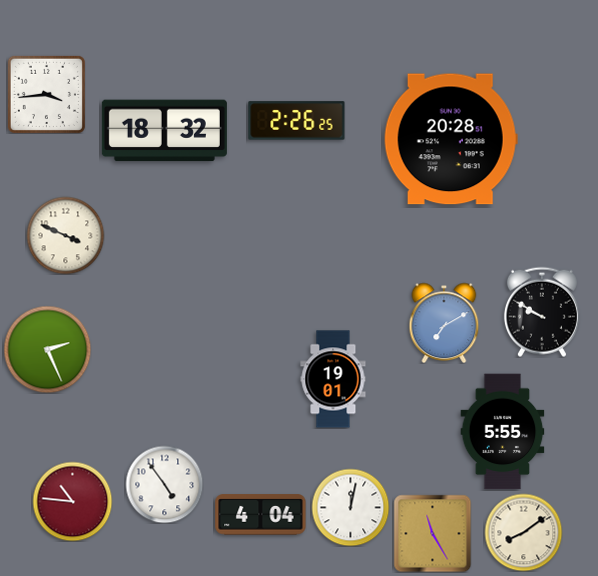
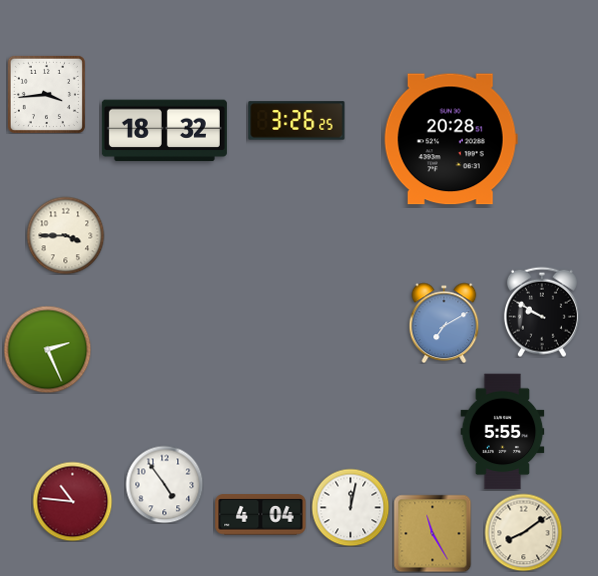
clock at (297, 121): 2:26 -> 3:26
clock at (65, 235): 3:49 -> 3:45
clock at (333, 379): 19:01 -> none
